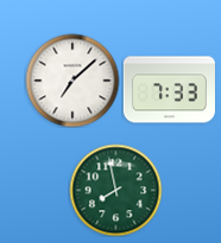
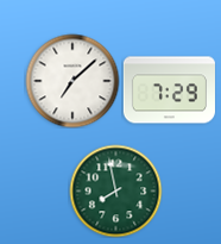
clock at (169, 90): 7:33 -> 7:29
